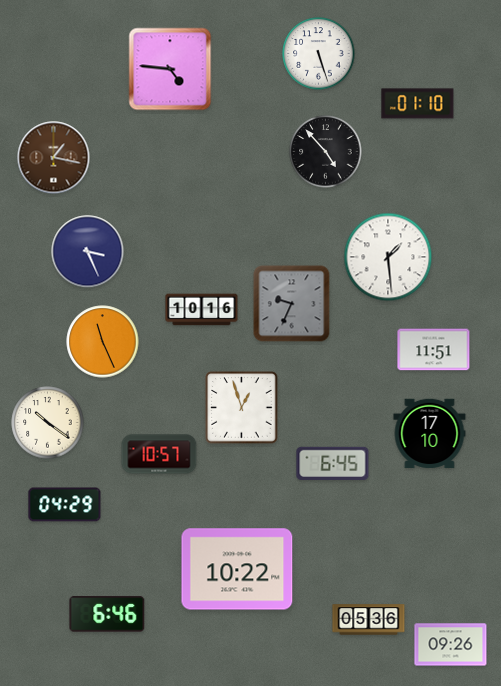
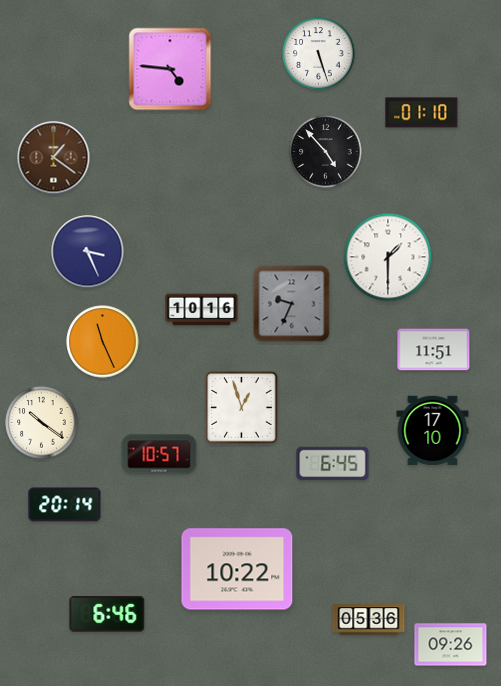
clock at (418, 104) position: (418, 104) -> (422, 113)
clock at (54, 158): 1:17 -> 1:21
clock at (388, 257): 1:29 -> 1:30
clock at (48, 423) position: (48, 423) -> (42, 423)
clock at (430, 434) position: (430, 434) -> (433, 431)
clock at (65, 505): 04:29 -> 20:14
